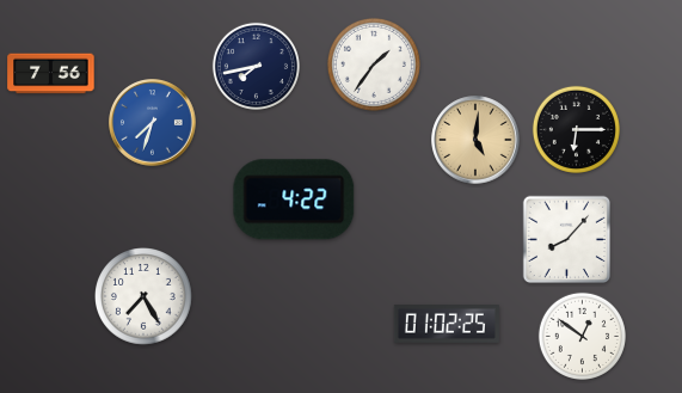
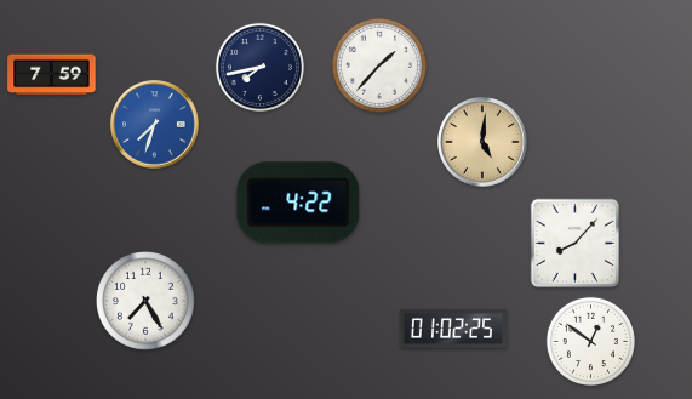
clock at (374, 65): 1:36 -> 1:37
clock at (51, 74): 7:56 -> 7:59
clock at (576, 129): 6:15 -> none
